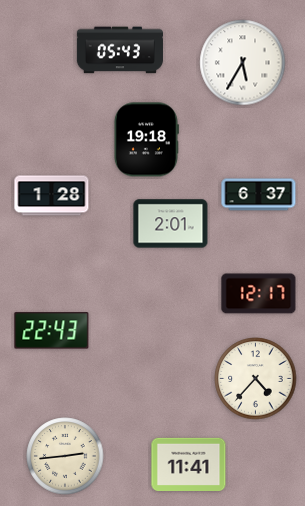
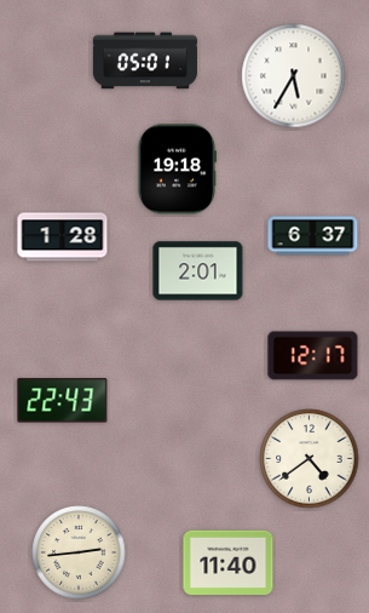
clock at (120, 50): 05:43 -> 05:01
clock at (171, 224) position: (171, 224) -> (198, 271)
clock at (256, 379): 4:37 -> 4:39
clock at (189, 464): 11:41 -> 11:40
